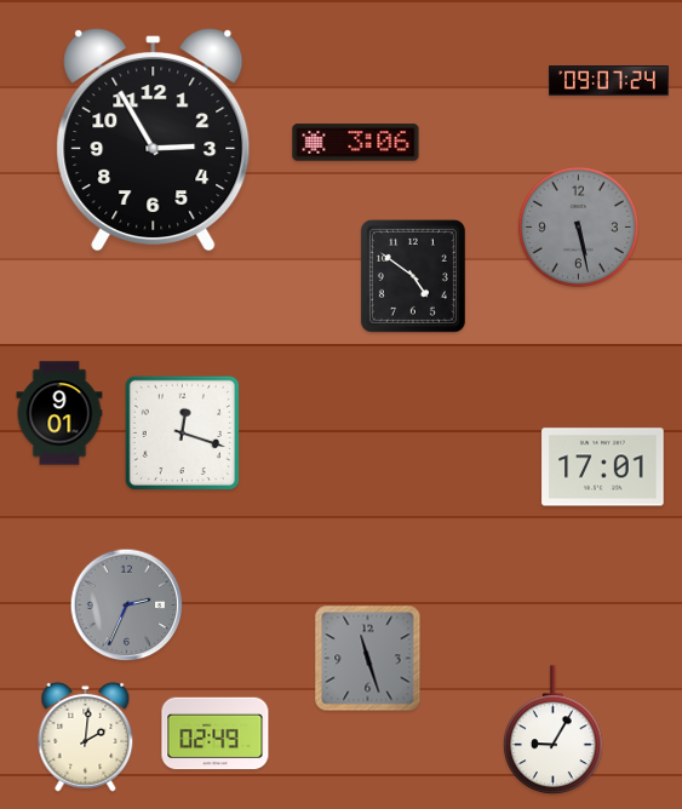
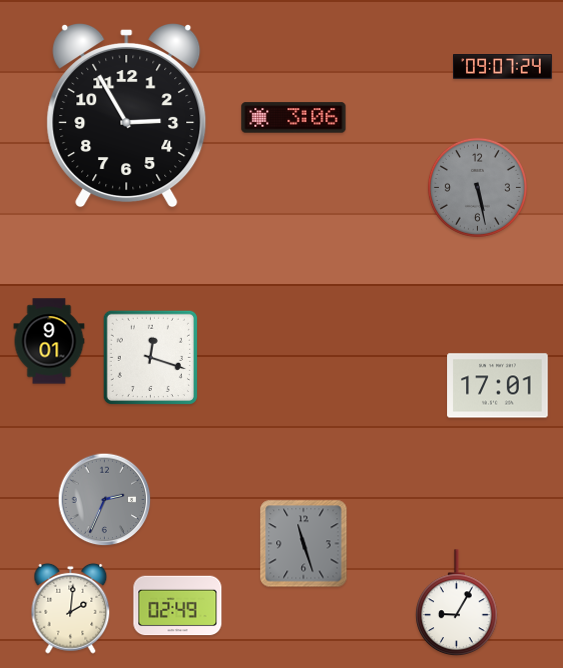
clock at (413, 276): 4:51 -> none
